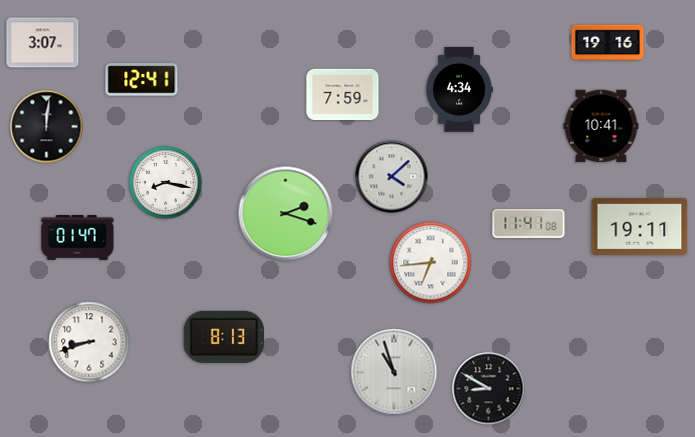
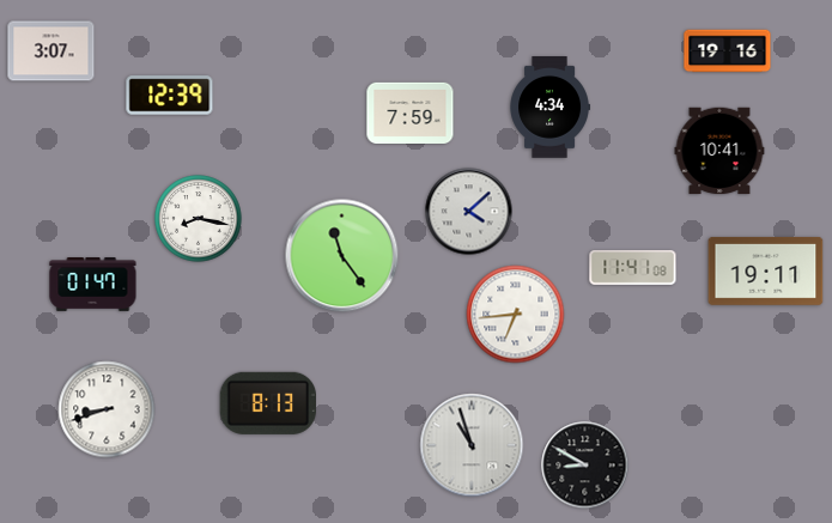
clock at (142, 80): 12:41 -> 12:39
clock at (47, 127): 12:01 -> none
clock at (286, 214): 2:18 -> 11:24
